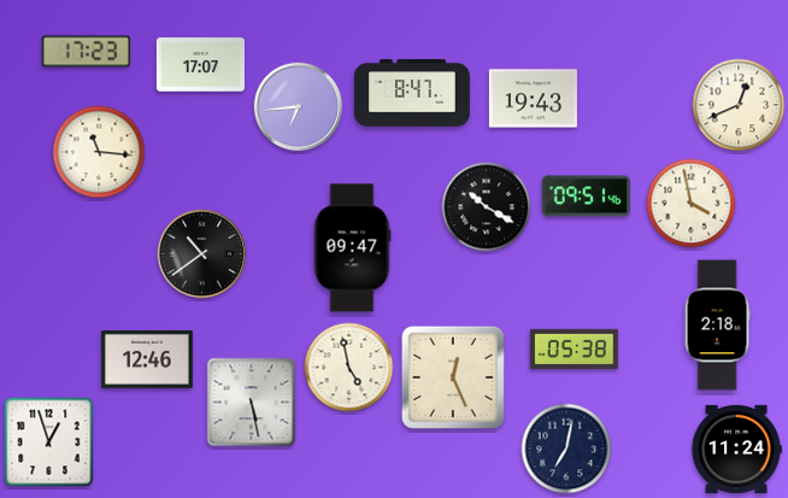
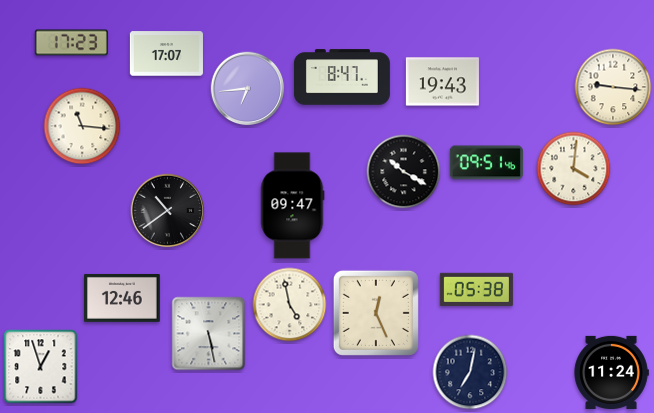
clock at (739, 105): 12:41 -> 9:16
clock at (692, 204): 3:58 -> 4:01
clock at (717, 326): 2:18 -> none
